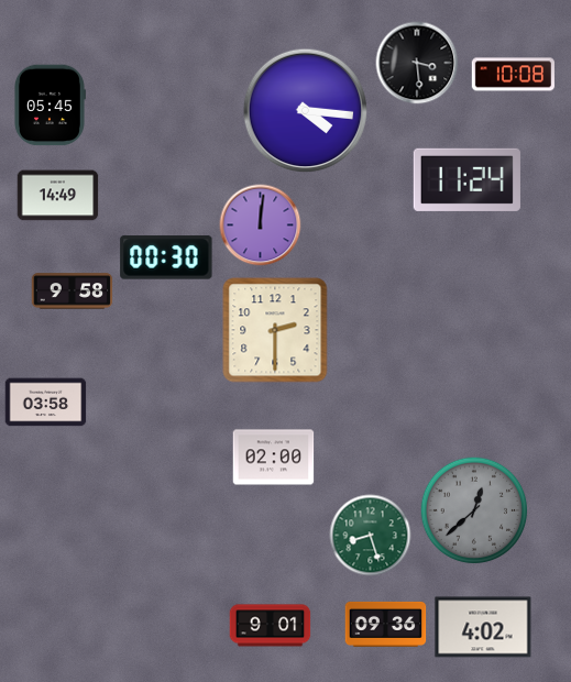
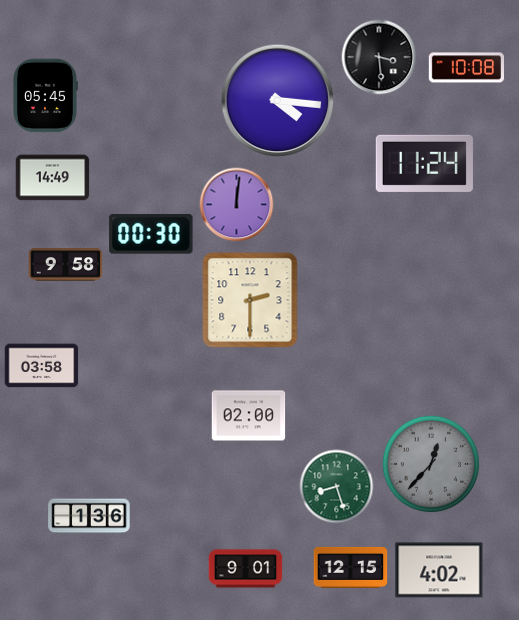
clock at (474, 510): 12:38 -> 12:37
clock at (89, 516): none -> 1:36
clock at (386, 624): 09:36 -> 12:15
